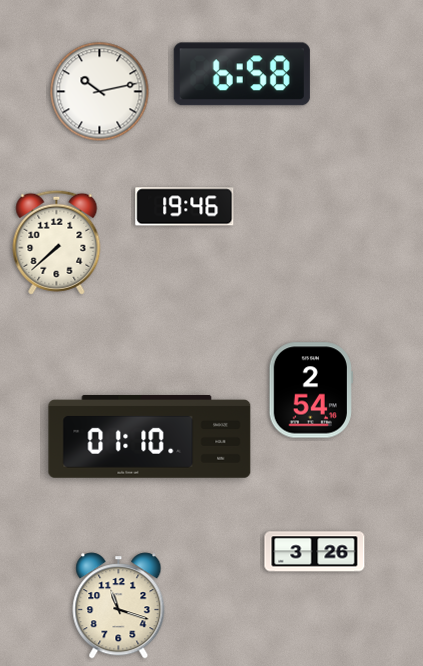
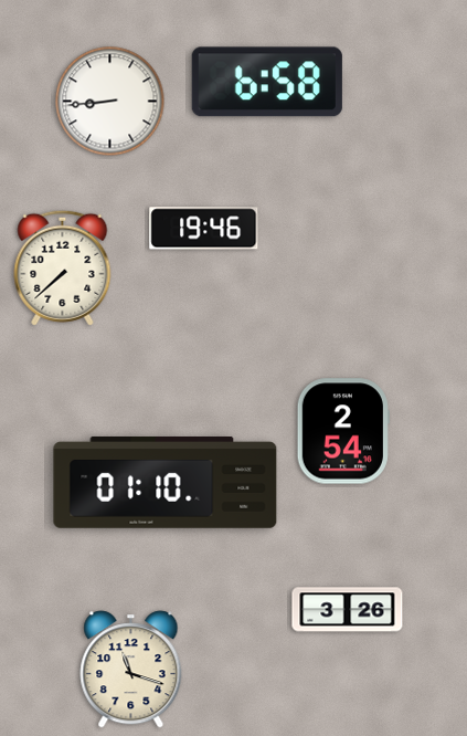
clock at (100, 92): 10:13 -> 8:44
